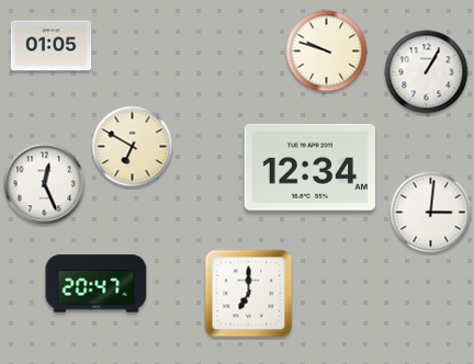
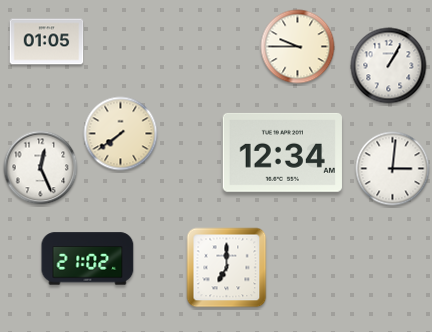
clock at (327, 52): 9:48 -> 9:45
clock at (133, 147): 6:50 -> 7:39
clock at (431, 213) position: (431, 213) -> (393, 169)
clock at (97, 284): 20:47 -> 21:02
